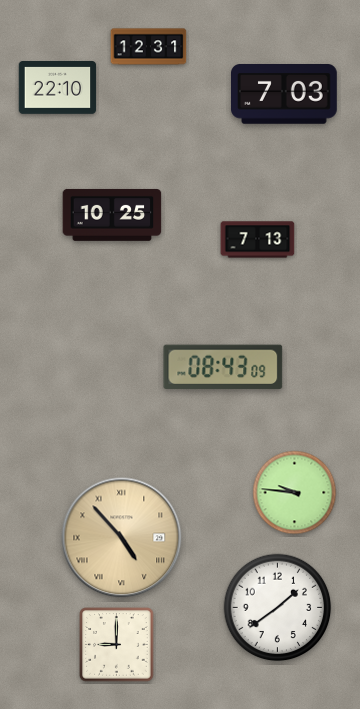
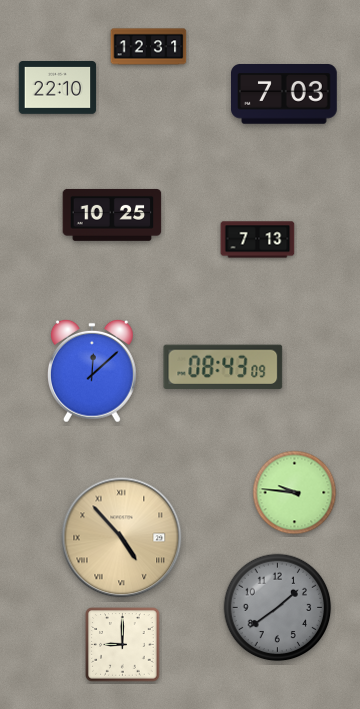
clock at (92, 371): none -> 12:08
clock at (278, 608) dial: white -> grey
clock at (117, 645) position: (117, 645) -> (123, 645)
